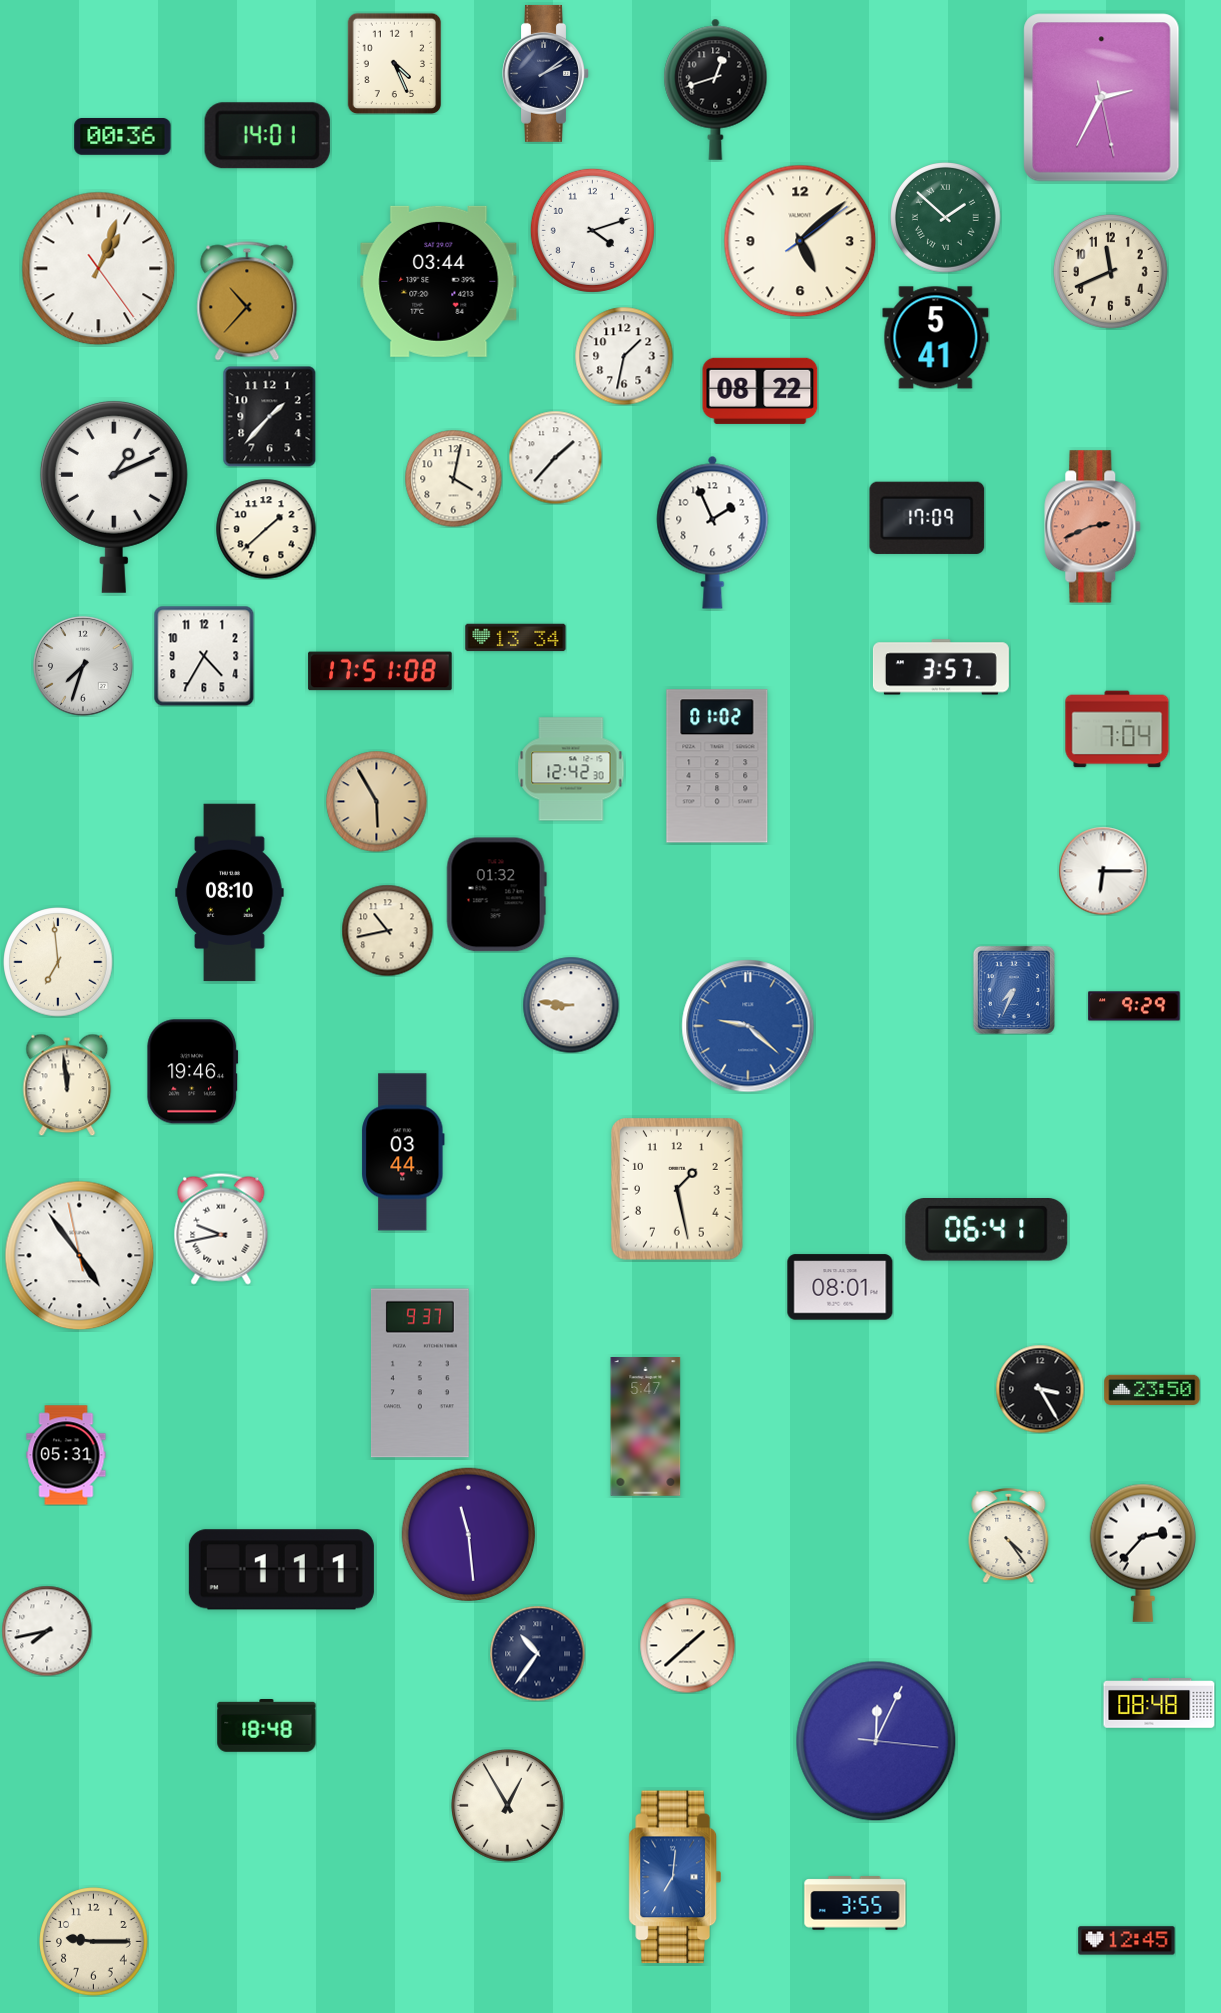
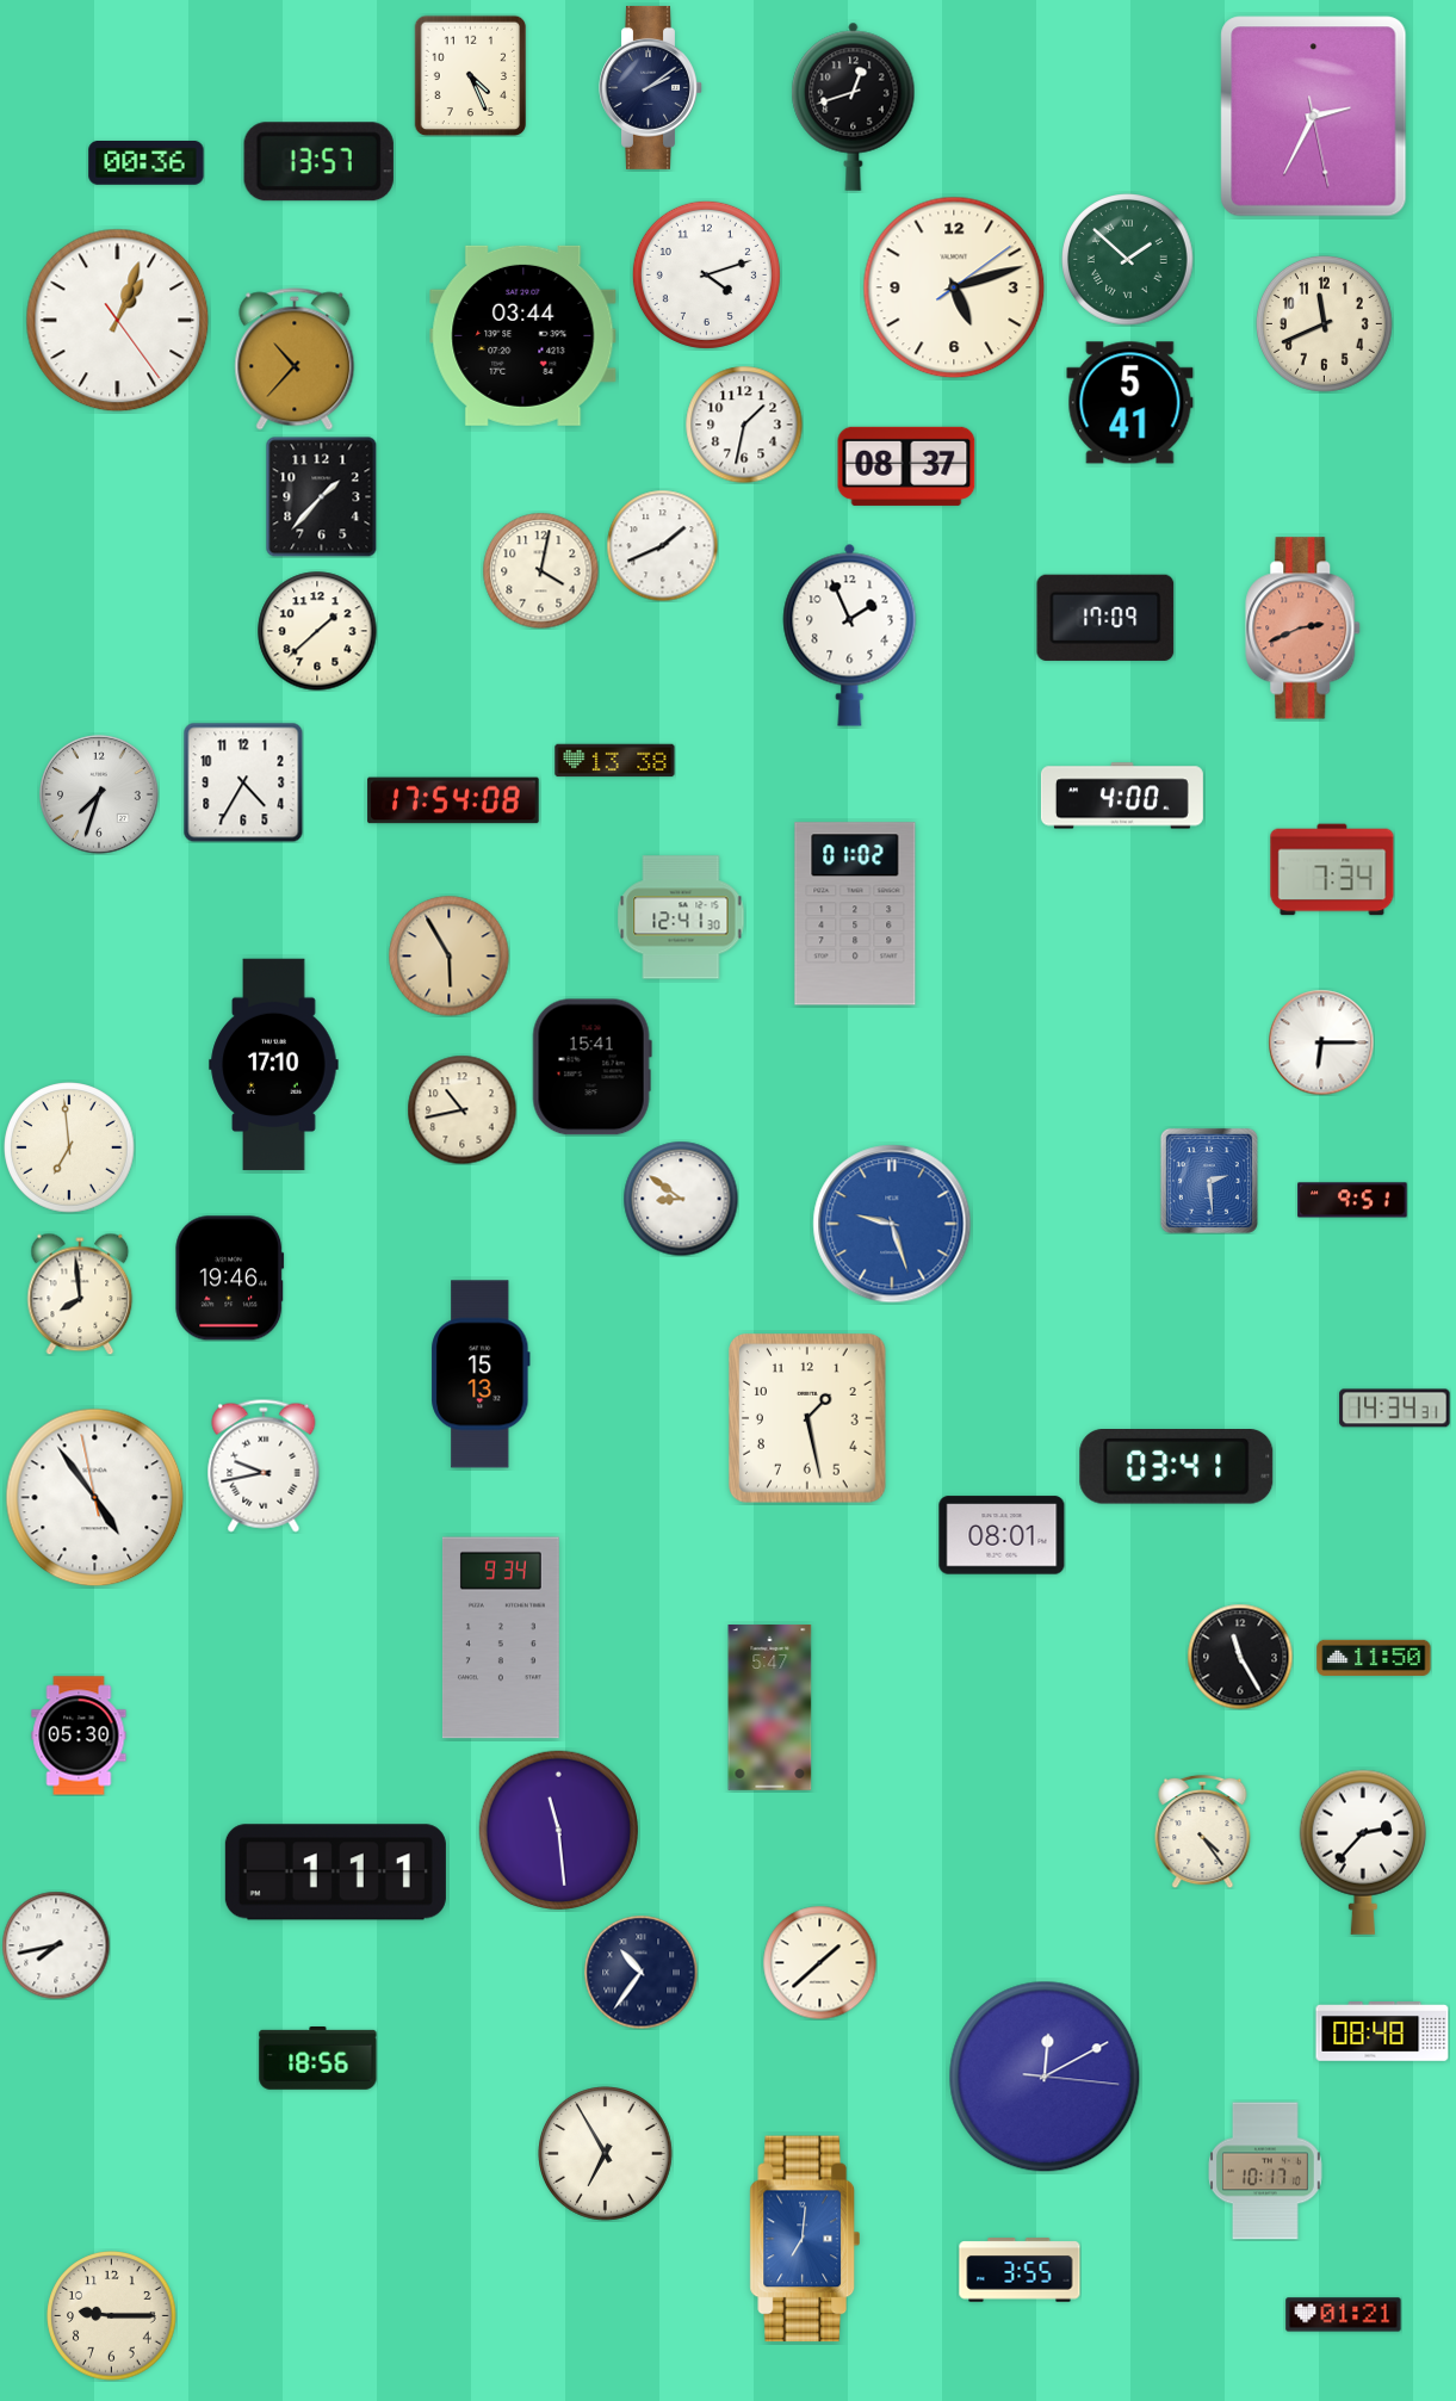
clock at (267, 136): 14:01 -> 13:57
clock at (800, 241): 5:08 -> 5:12
clock at (936, 338) position: (936, 338) -> (1130, 403)
clock at (760, 391): 08:22 -> 08:37
clock at (555, 457): 1:37 -> 1:41
clock at (114, 496): 1:11 -> none
clock at (516, 638): 13:34 -> 13:38
clock at (941, 667): 3:57 -> 4:00
clock at (380, 671): 17:51 -> 17:54
clock at (1117, 729): 7:04 -> 7:34
clock at (571, 769): 12:42 -> 12:41
clock at (1103, 871) position: (1103, 871) -> (1321, 1042)
clock at (230, 893): 08:10 -> 17:10
clock at (496, 895): 01:32 -> 15:41
clock at (1014, 990): 7:34 -> 2:29
clock at (571, 1005): 8:46 -> 8:51
clock at (1134, 1006): 9:29 -> 9:51
clock at (748, 1026): 9:22 -> 9:27
clock at (67, 1085): 11:59 -> 7:59
clock at (403, 1152): 03:44 -> 15:13
clock at (1395, 1409): none -> 14:34
clock at (987, 1230): 06:41 -> 03:41
clock at (420, 1373): 9:37 -> 9:34
clock at (1040, 1389): 3:25 -> 11:25
clock at (1152, 1390): 23:50 -> 11:50
clock at (646, 1427) position: (646, 1427) -> (770, 1708)
clock at (66, 1455): 05:31 -> 05:30
clock at (267, 1726): 18:48 -> 18:56
clock at (876, 1741): 12:04 -> 12:10
clock at (508, 1806): 12:55 -> 6:55
clock at (1266, 2171): none -> 10:17
clock at (1127, 1941): 12:45 -> 01:21
